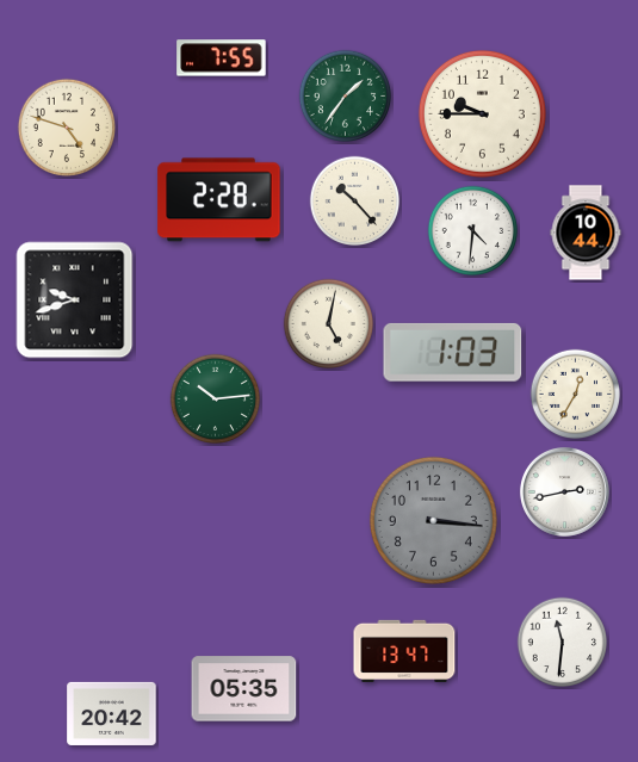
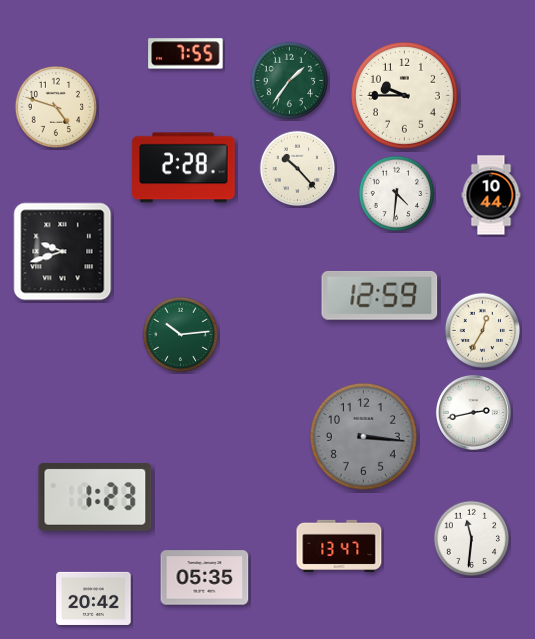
clock at (222, 58) position: (222, 58) -> (186, 54)
clock at (329, 324): 5:02 -> none
clock at (453, 352): 1:03 -> 12:59
clock at (95, 498): none -> 1:23
